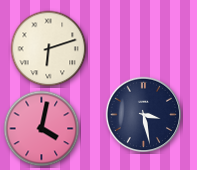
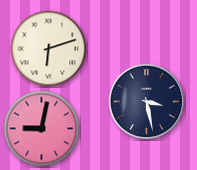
clock at (144, 115) position: (144, 115) -> (147, 102)
clock at (42, 129): 4:02 -> 9:02
